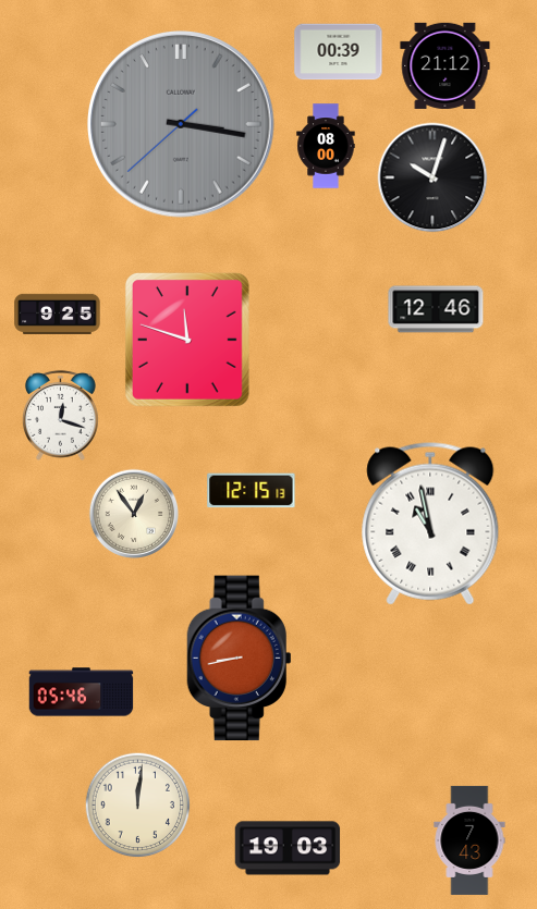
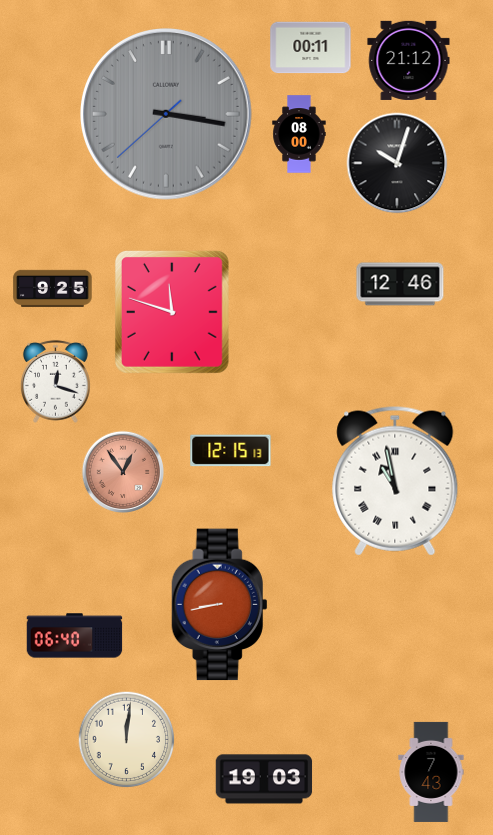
clock at (339, 52): 00:39 -> 00:11
clock at (134, 514) dial: cream -> salmon
clock at (82, 692): 05:46 -> 06:40
